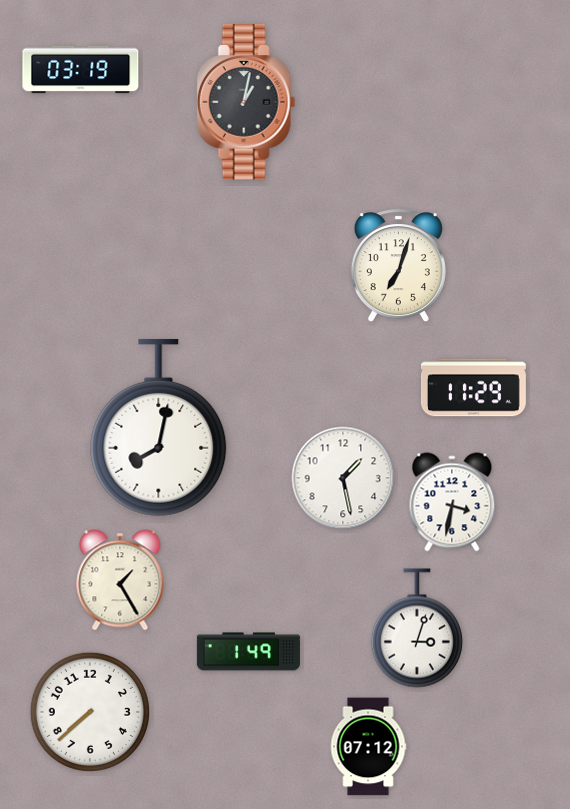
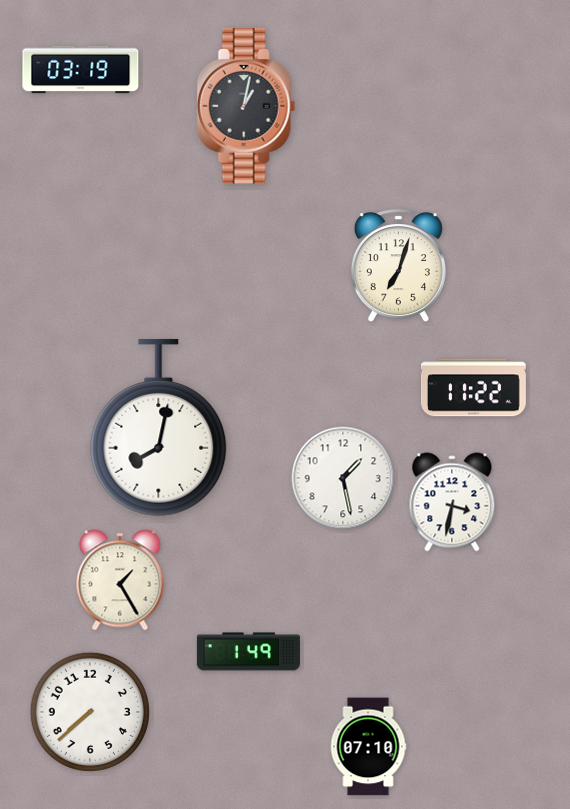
clock at (246, 102) position: (246, 102) -> (246, 106)
clock at (473, 388): 11:29 -> 11:22
clock at (417, 628): 3:03 -> none
clock at (368, 747): 07:12 -> 07:10
